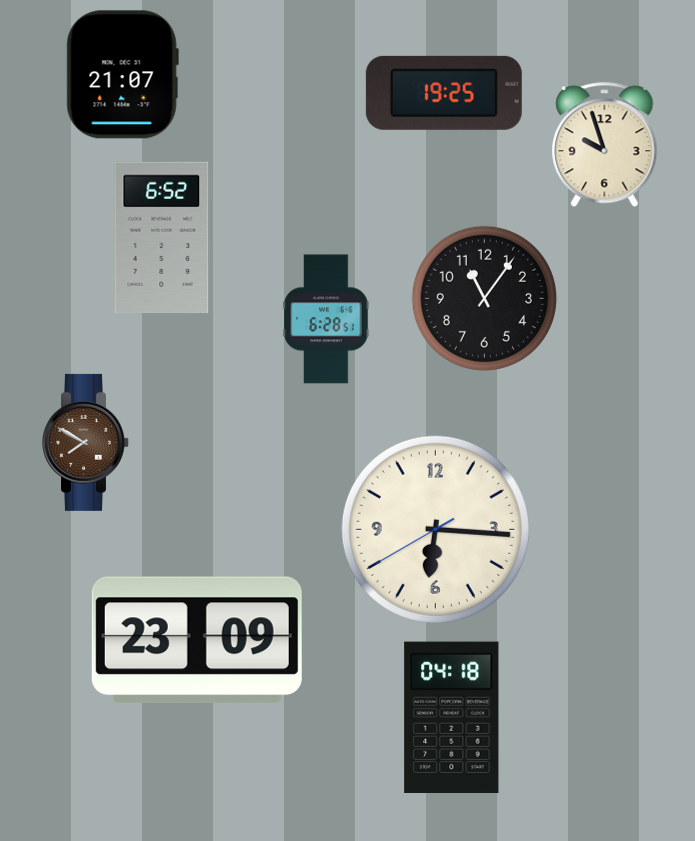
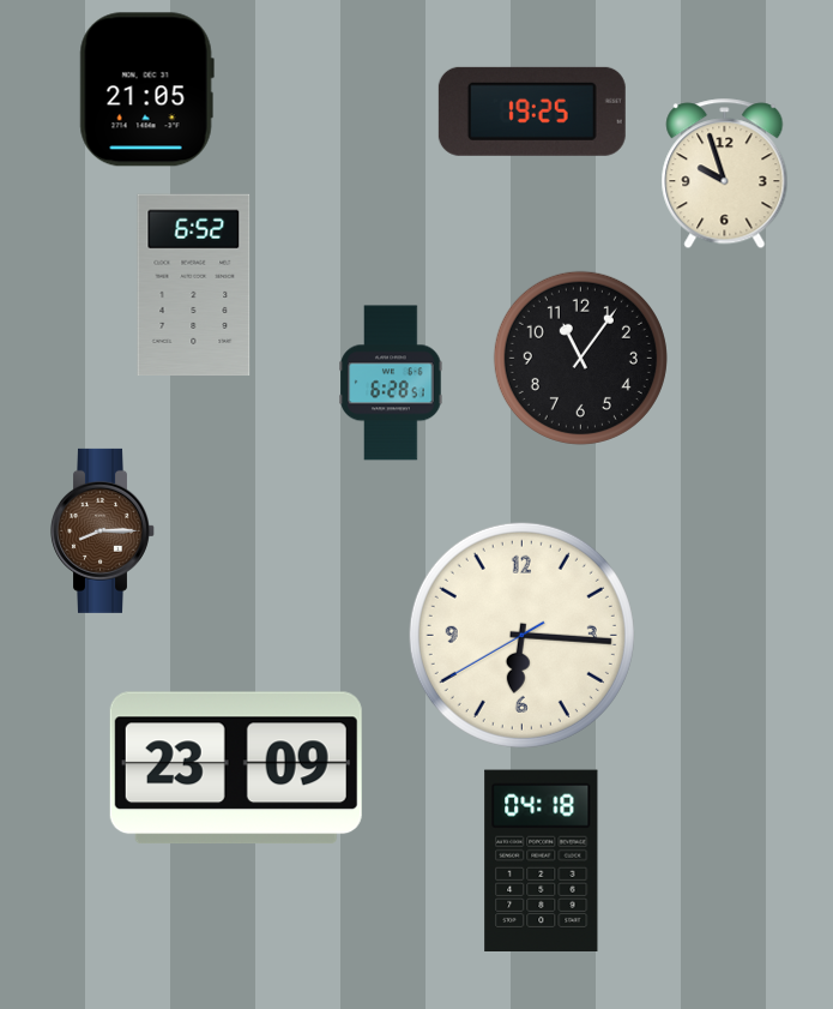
clock at (122, 75): 21:07 -> 21:05
clock at (86, 442): 7:50 -> 8:15
